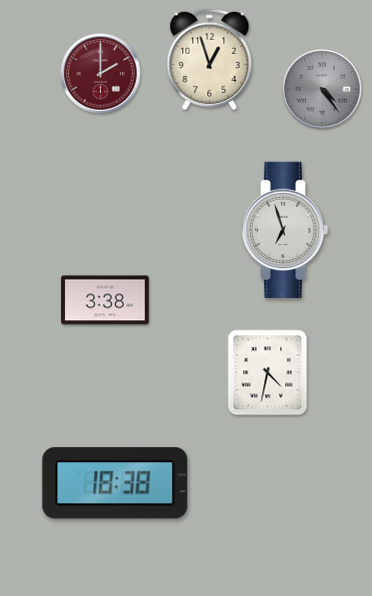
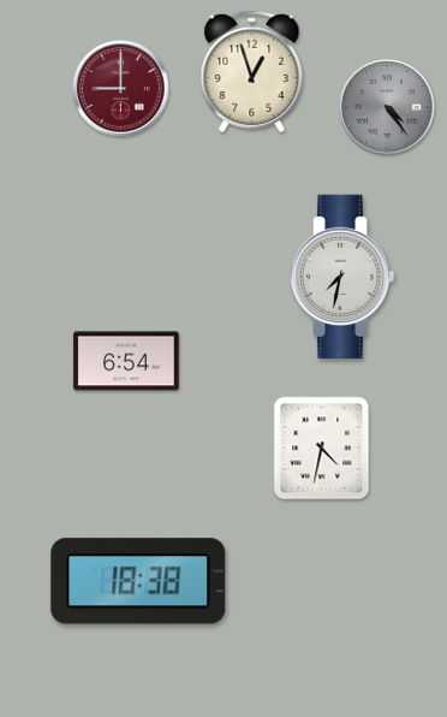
clock at (101, 74): 2:00 -> 9:00
clock at (285, 229): 6:57 -> 7:32
clock at (105, 300): 3:38 -> 6:54
